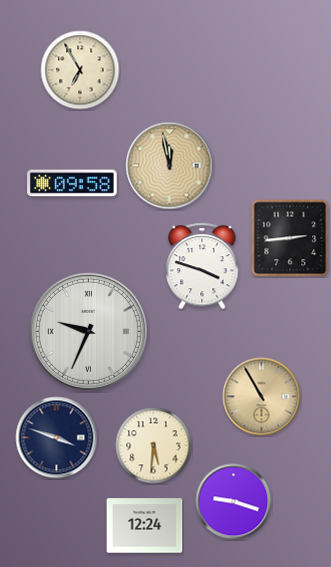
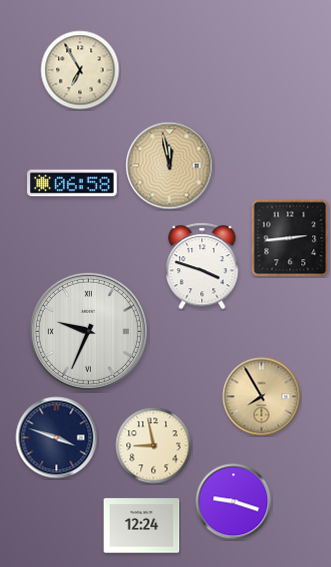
clock at (72, 183): 09:58 -> 06:58
clock at (262, 397): 10:55 -> 7:55
clock at (154, 446): 5:31 -> 8:58
clock at (145, 526) position: (145, 526) -> (142, 526)
